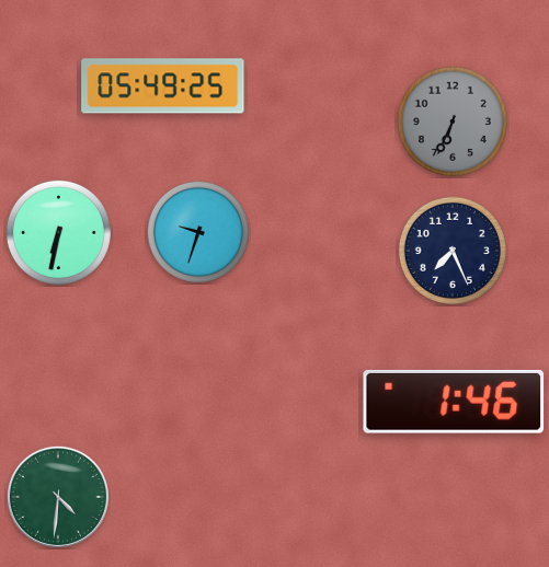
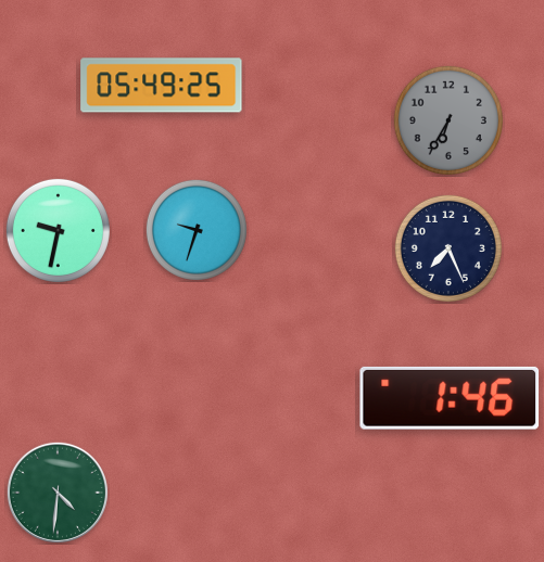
clock at (453, 121): 6:34 -> 6:35
clock at (58, 232): 6:32 -> 9:32
